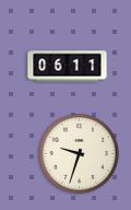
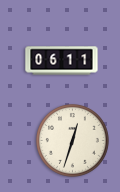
clock at (80, 154): 9:33 -> 12:33
